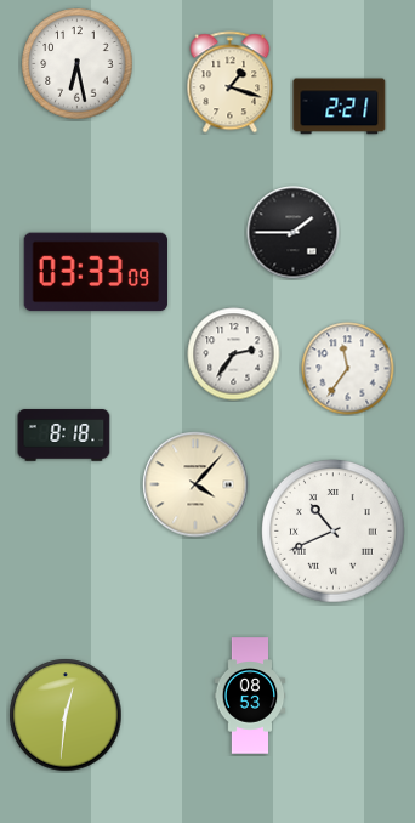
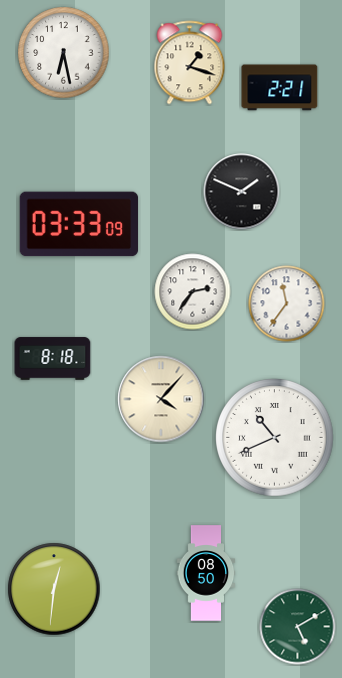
clock at (231, 83) position: (231, 83) -> (190, 63)
clock at (294, 233): 1:45 -> 1:49
clock at (250, 696): 08:53 -> 08:50
clock at (298, 627): none -> 5:10
